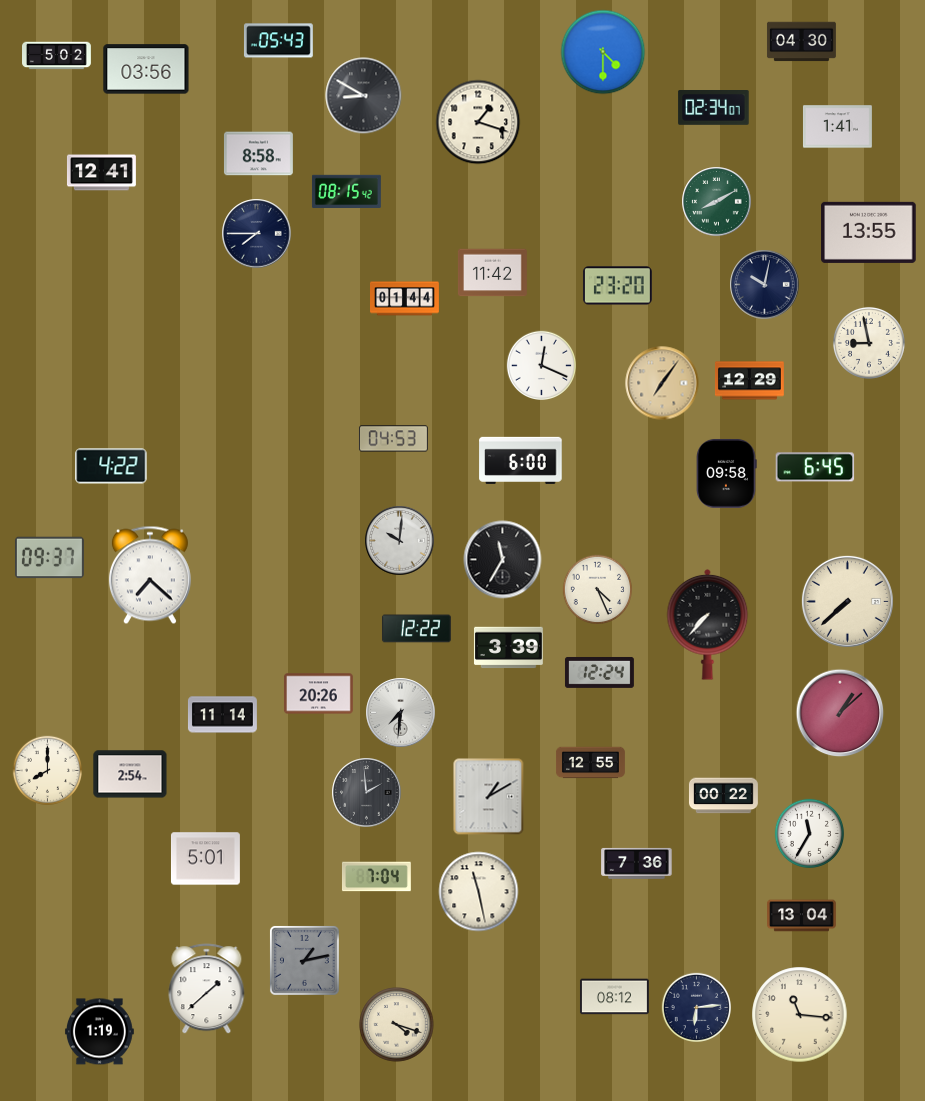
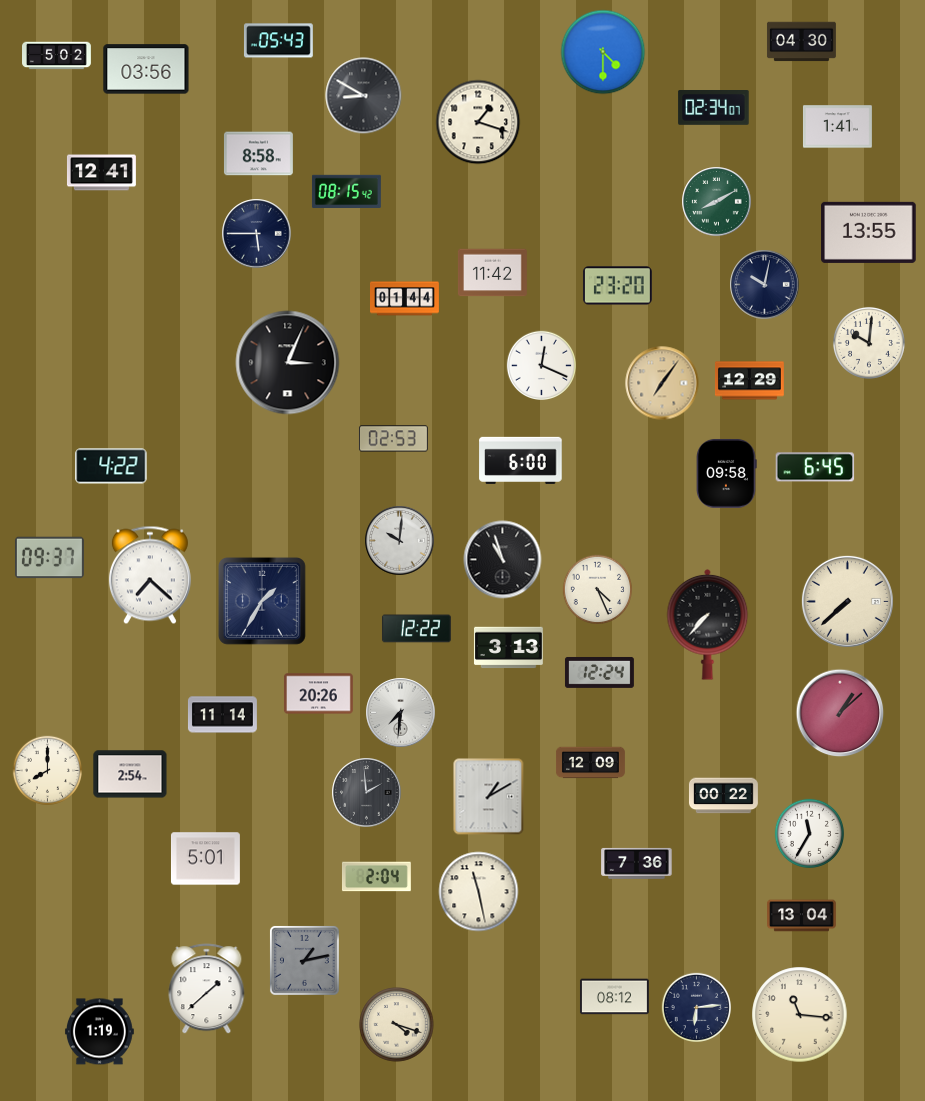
clock at (257, 234): 7:45 -> 5:45
clock at (869, 343): 8:58 -> 10:01
clock at (288, 363): none -> 3:04
clock at (393, 439): 04:53 -> 02:53
clock at (503, 560): 11:35 -> 10:57
clock at (262, 601): none -> 1:35
clock at (508, 648): 3:39 -> 3:13
clock at (591, 763): 12:55 -> 12:09
clock at (376, 877): 7:04 -> 2:04
